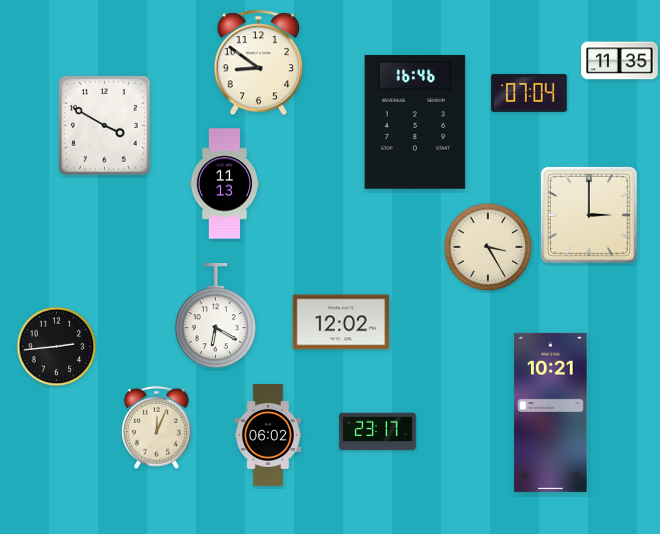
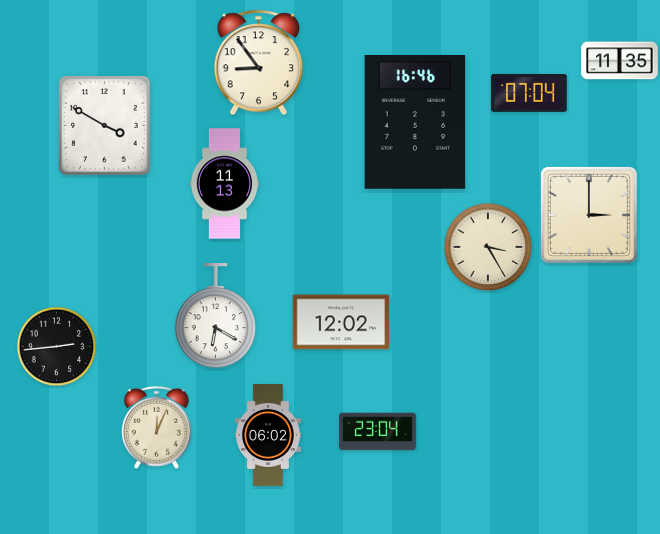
clock at (258, 63): 8:51 -> 8:54
clock at (551, 412): 10:21 -> none
clock at (378, 432): 23:17 -> 23:04
